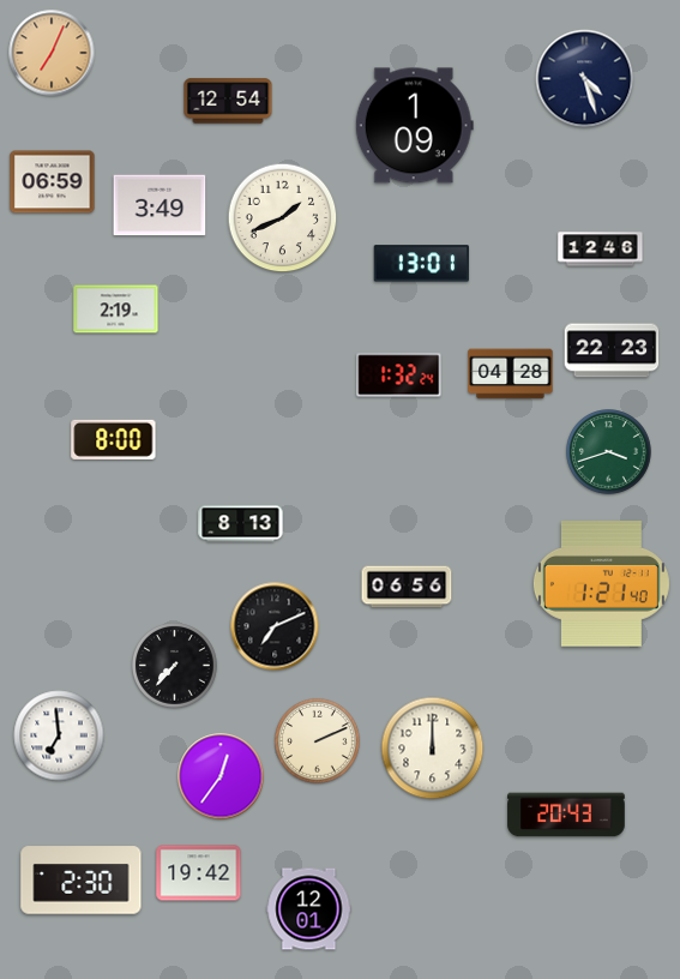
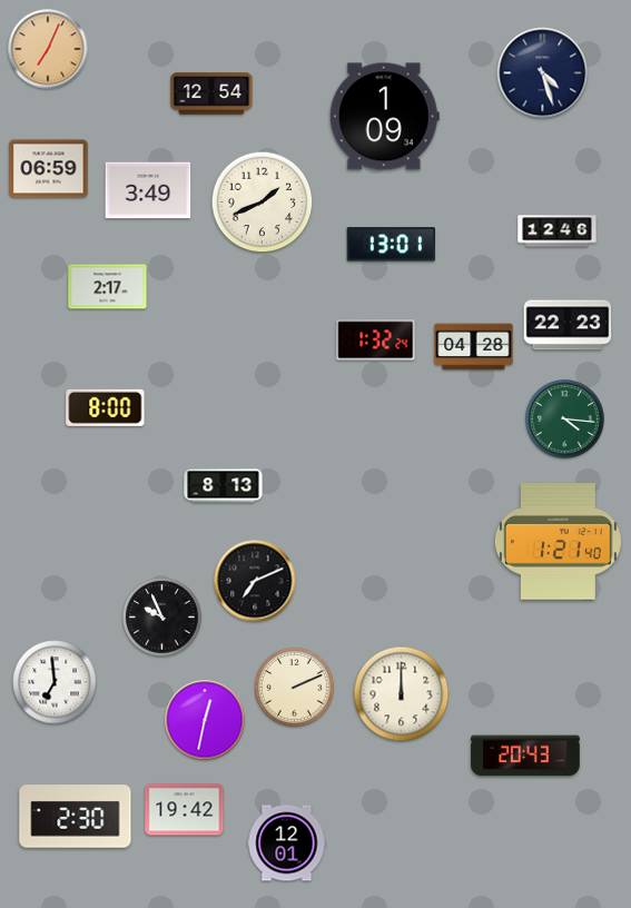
clock at (116, 310): 2:19 -> 2:17
clock at (399, 376) position: (399, 376) -> (376, 340)
clock at (609, 452): 3:42 -> 4:16
clock at (407, 587): 06:56 -> none
clock at (175, 666): 7:37 -> 9:56
clock at (221, 776): 12:36 -> 12:32
